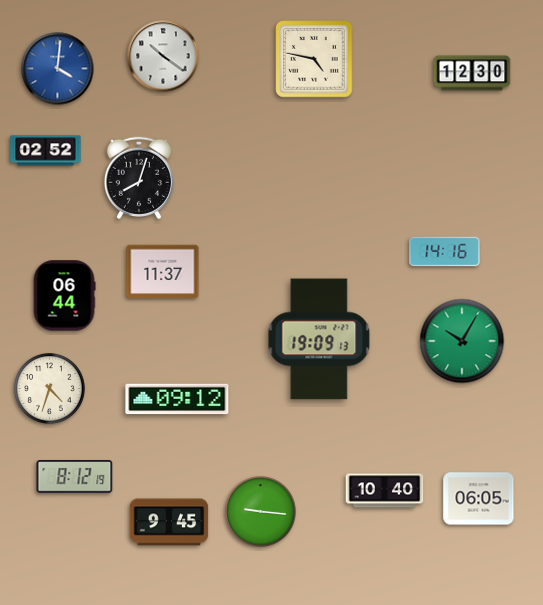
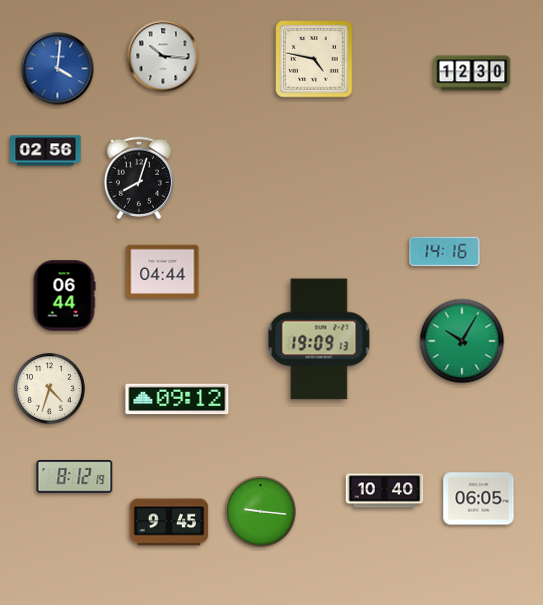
clock at (163, 56): 10:21 -> 10:16
clock at (46, 151): 02:52 -> 02:56
clock at (163, 272): 11:37 -> 04:44
